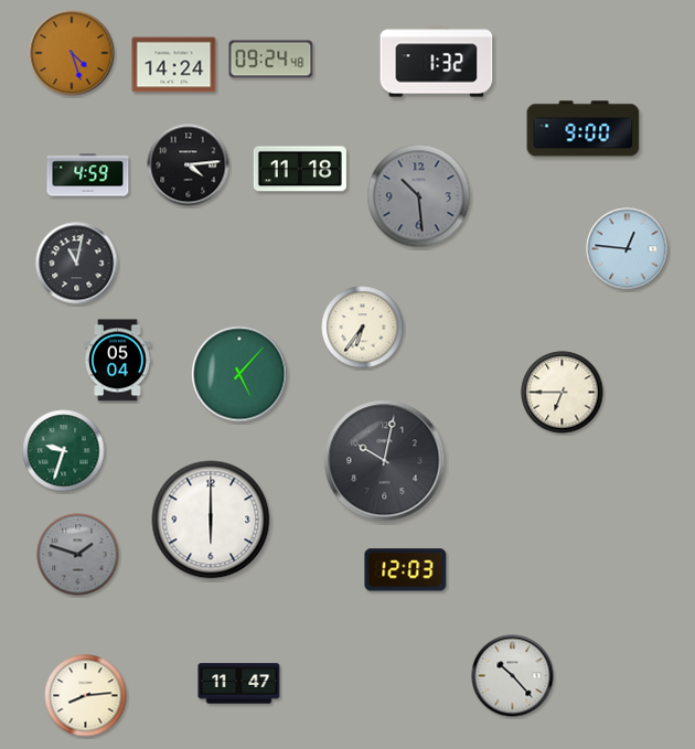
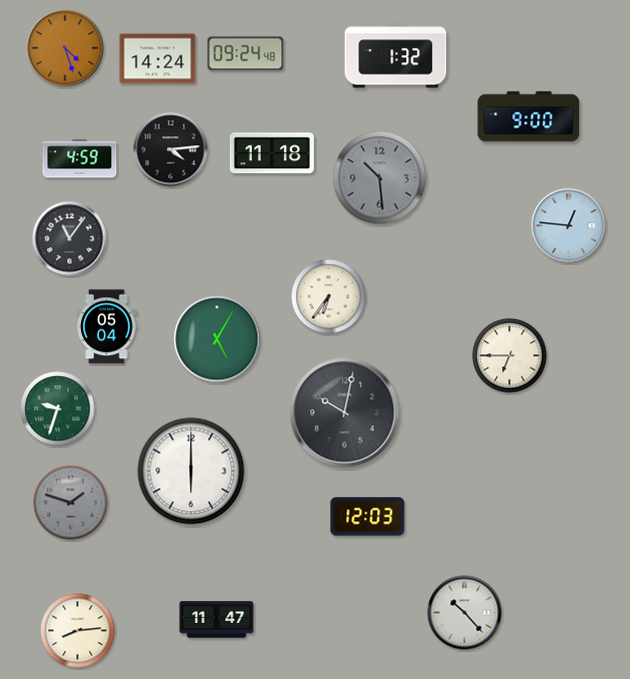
clock at (77, 264): 11:02 -> 11:06
clock at (239, 374): 5:07 -> 5:05
clock at (385, 461) position: (385, 461) -> (345, 413)
